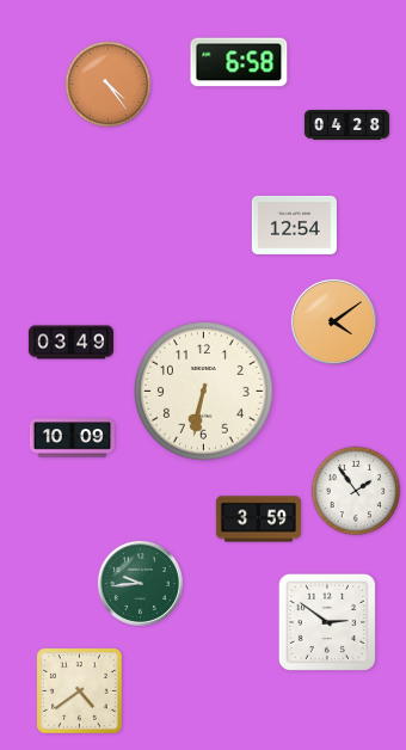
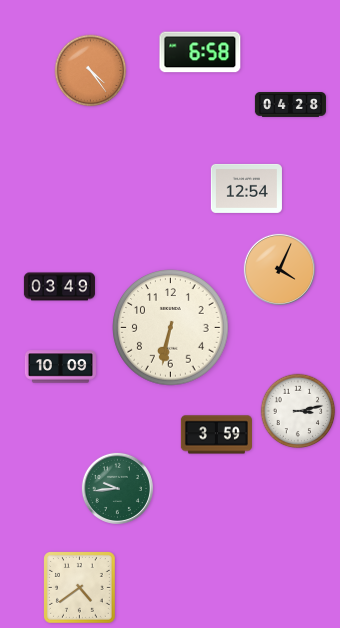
clock at (333, 321): 4:09 -> 4:04
clock at (356, 491): 1:54 -> 3:13
clock at (327, 622): 2:51 -> none
clock at (80, 691) position: (80, 691) -> (80, 588)
